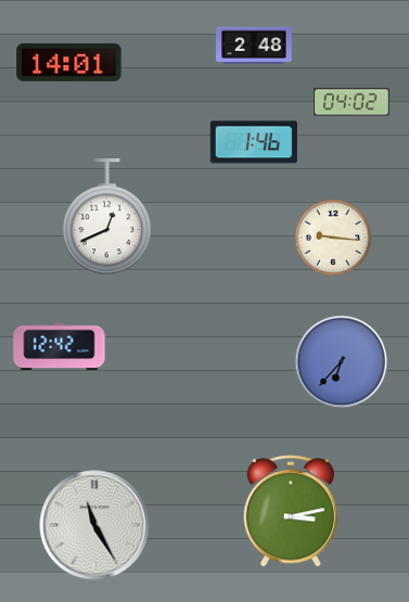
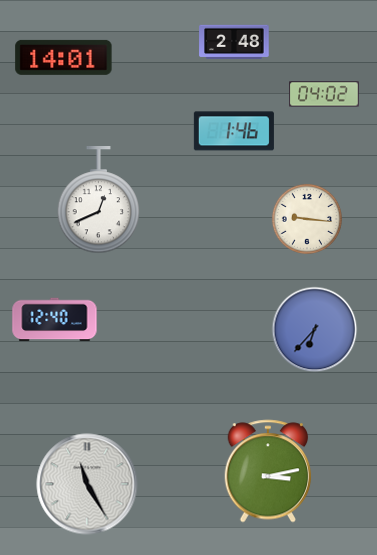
clock at (60, 347): 12:42 -> 12:40
clock at (342, 362) position: (342, 362) -> (315, 330)
